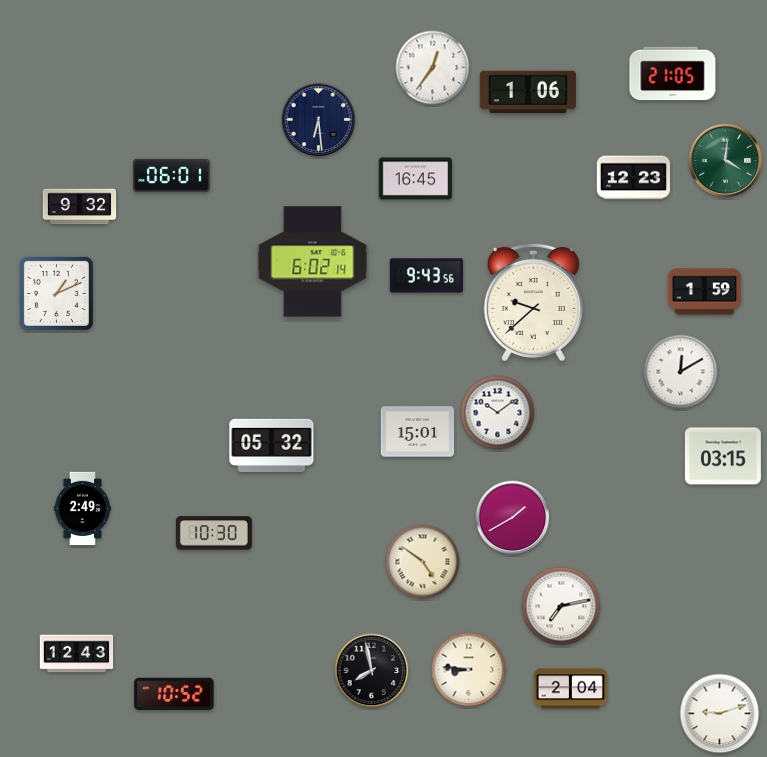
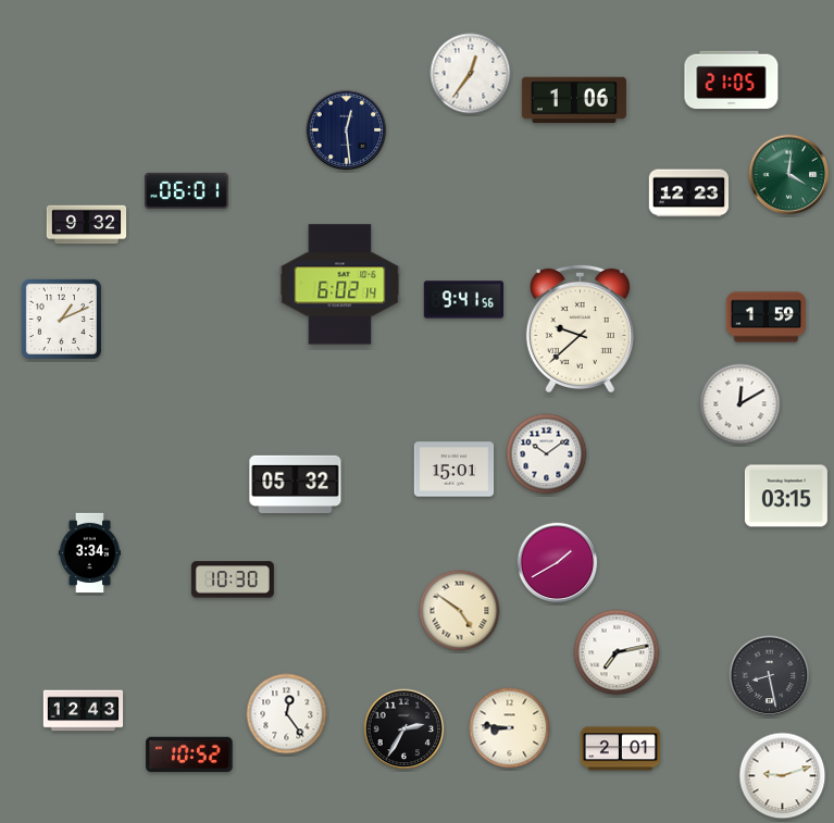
clock at (319, 120): 6:29 -> 12:29
clock at (416, 179): 16:45 -> none
clock at (427, 276): 9:43 -> 9:41
clock at (498, 413) position: (498, 413) -> (547, 454)
clock at (82, 509): 2:49 -> 3:34
clock at (561, 606) position: (561, 606) -> (617, 652)
clock at (770, 676): none -> 8:28
clock at (287, 714): none -> 12:24
clock at (372, 671): 7:58 -> 2:35
clock at (570, 689): 2:04 -> 2:01
